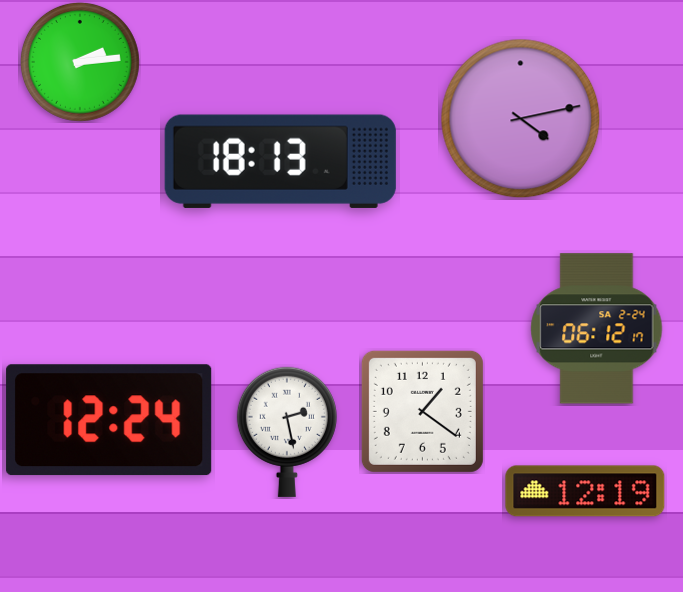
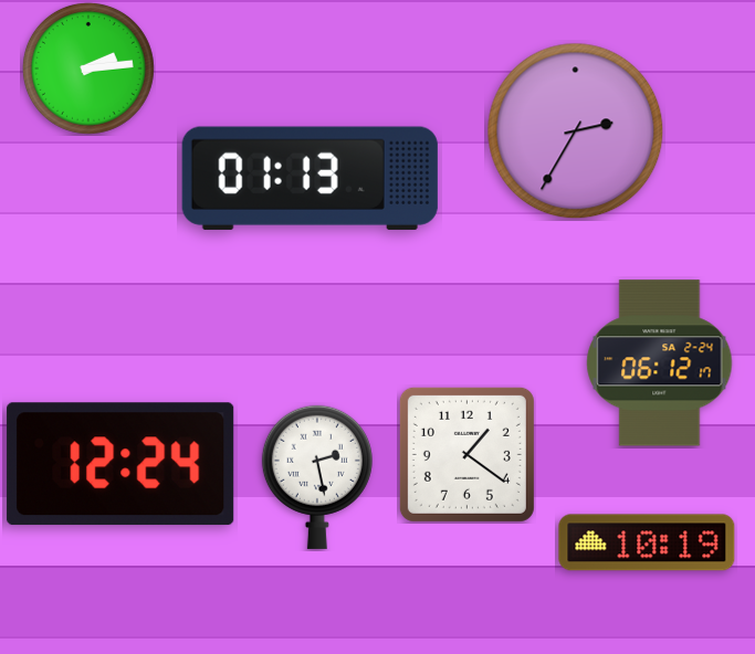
clock at (521, 119): 4:13 -> 2:35
clock at (280, 161): 18:13 -> 01:13
clock at (585, 491): 12:19 -> 10:19
